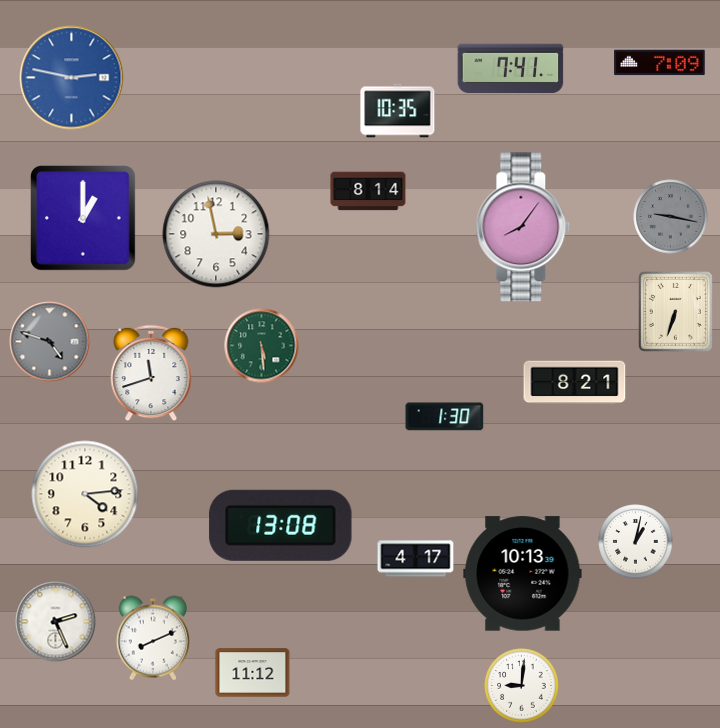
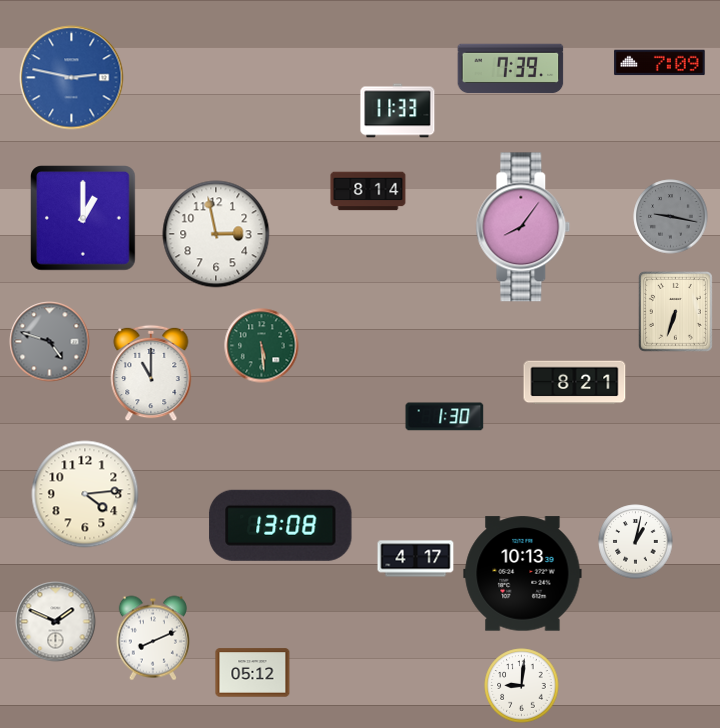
clock at (511, 69): 7:41 -> 7:39
clock at (398, 111): 10:35 -> 11:33
clock at (151, 373): 11:42 -> 11:00
clock at (56, 622): 2:26 -> 1:49
clock at (253, 673): 11:12 -> 05:12
